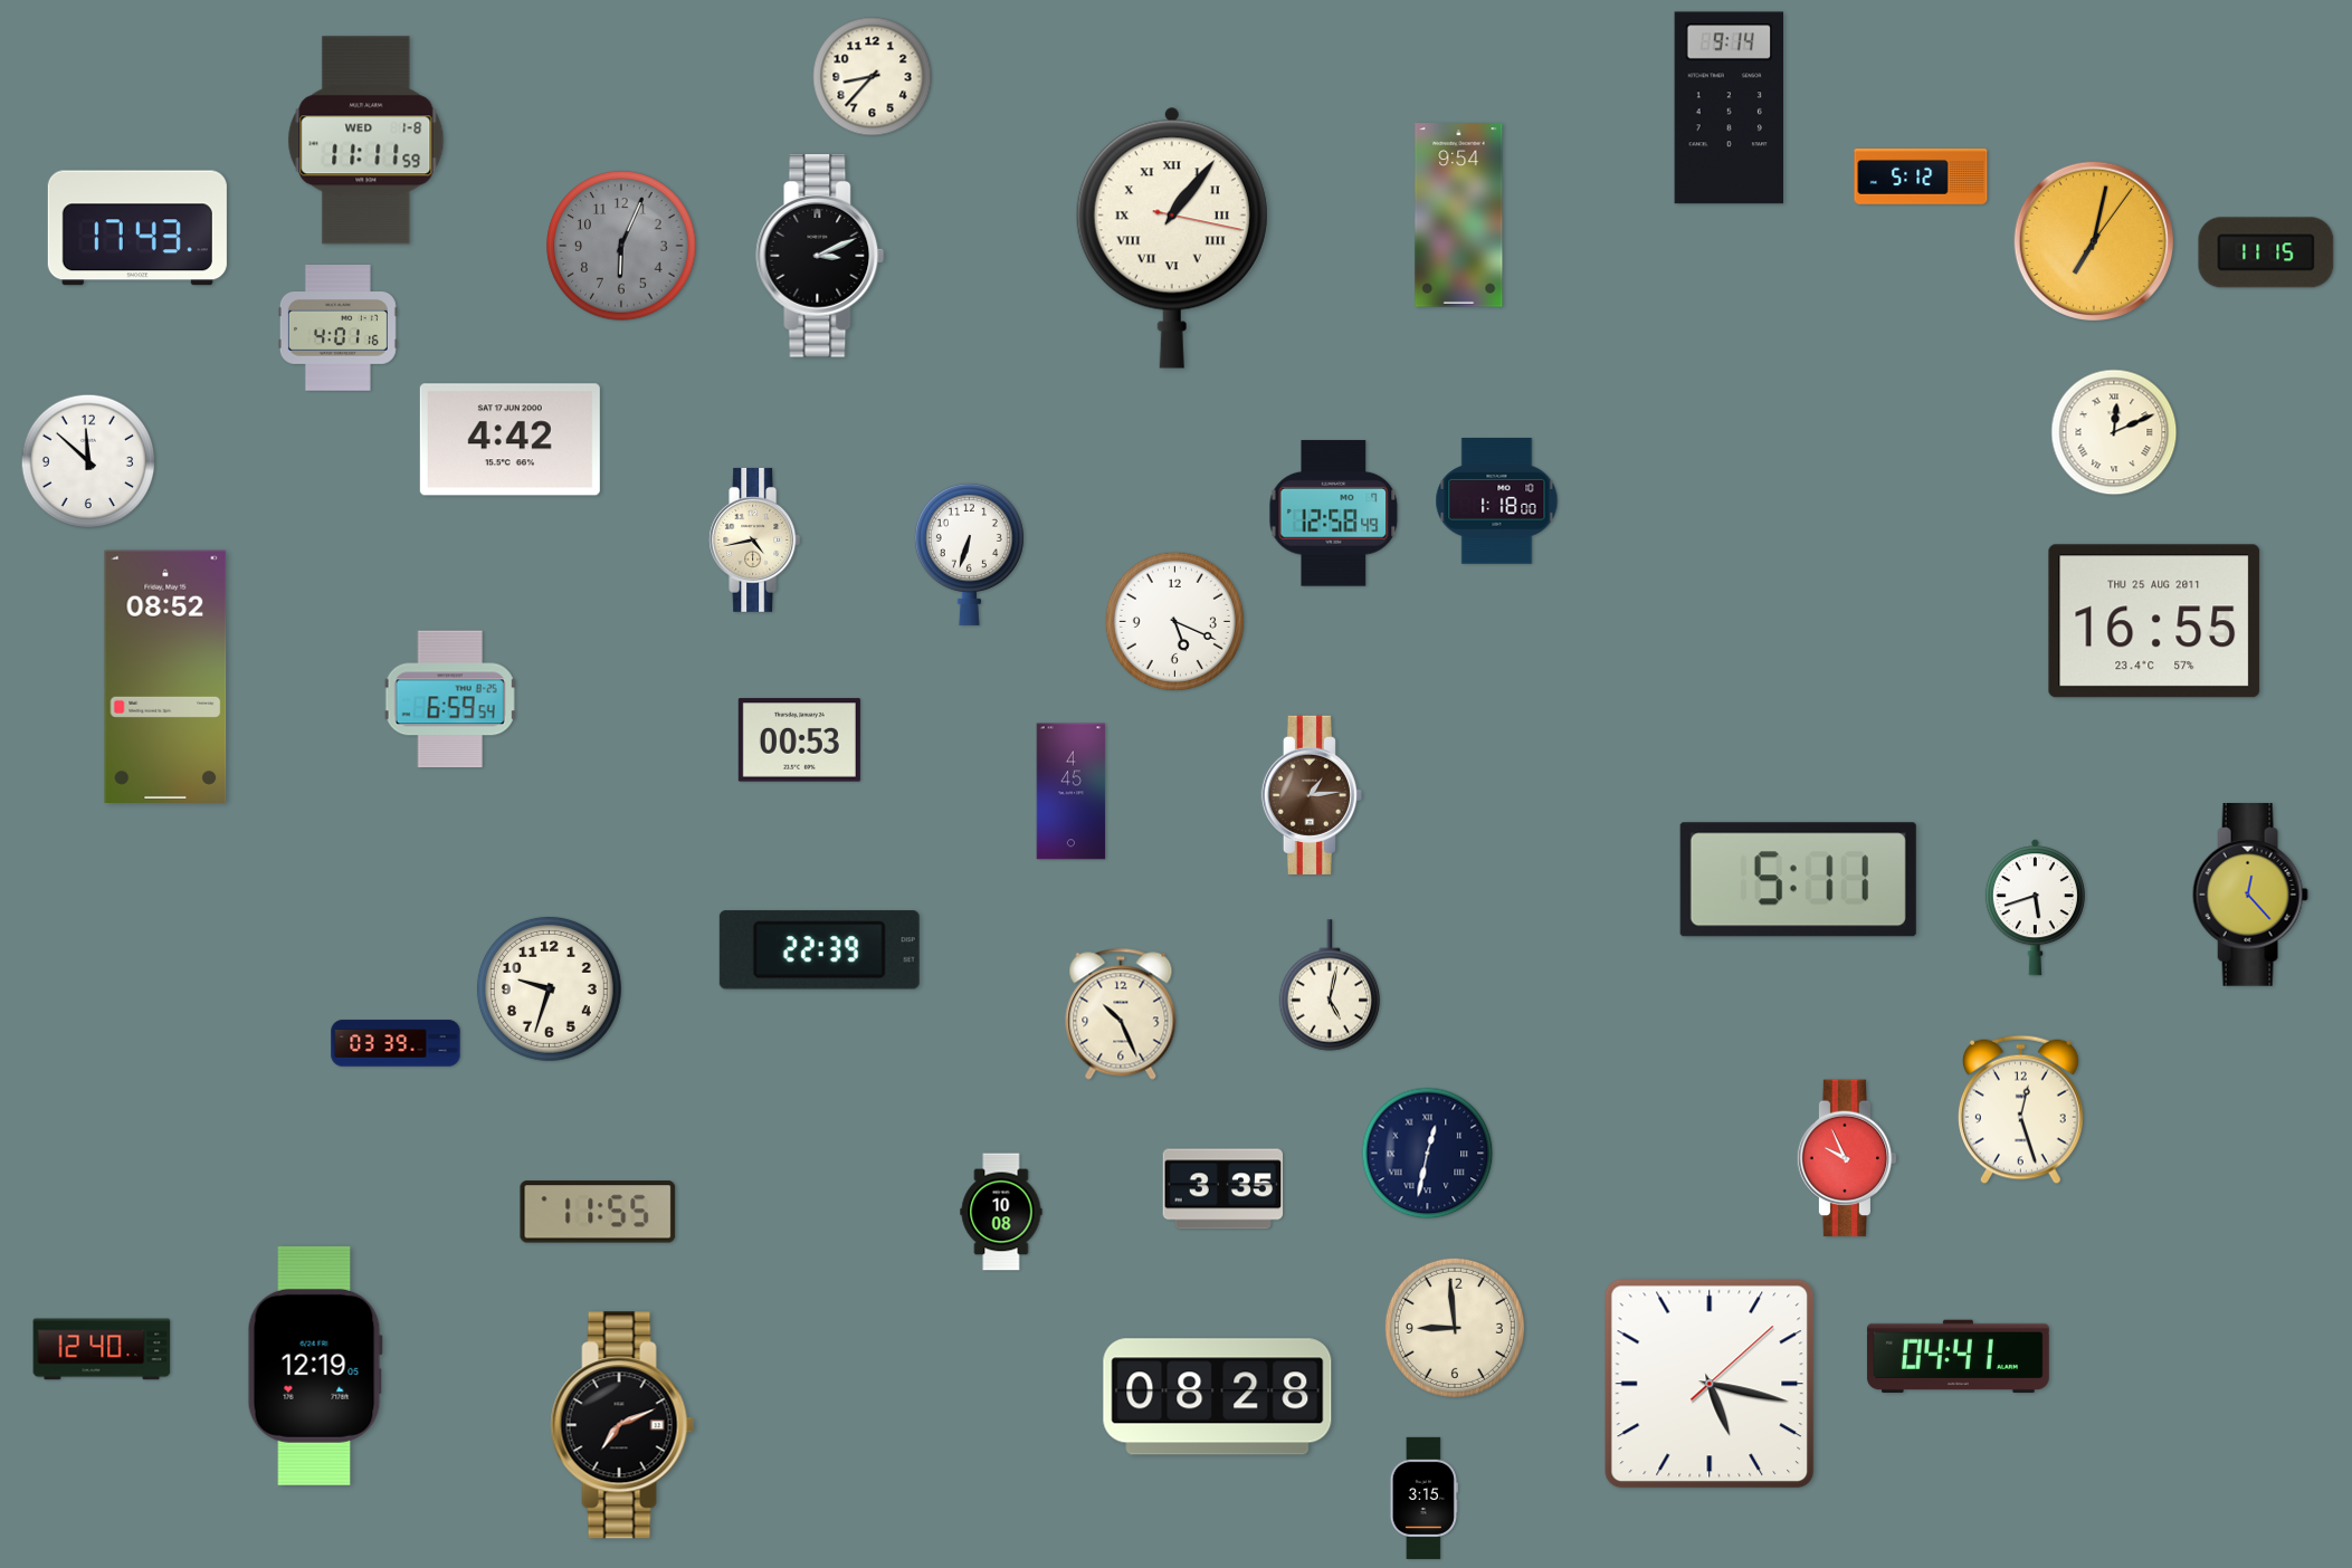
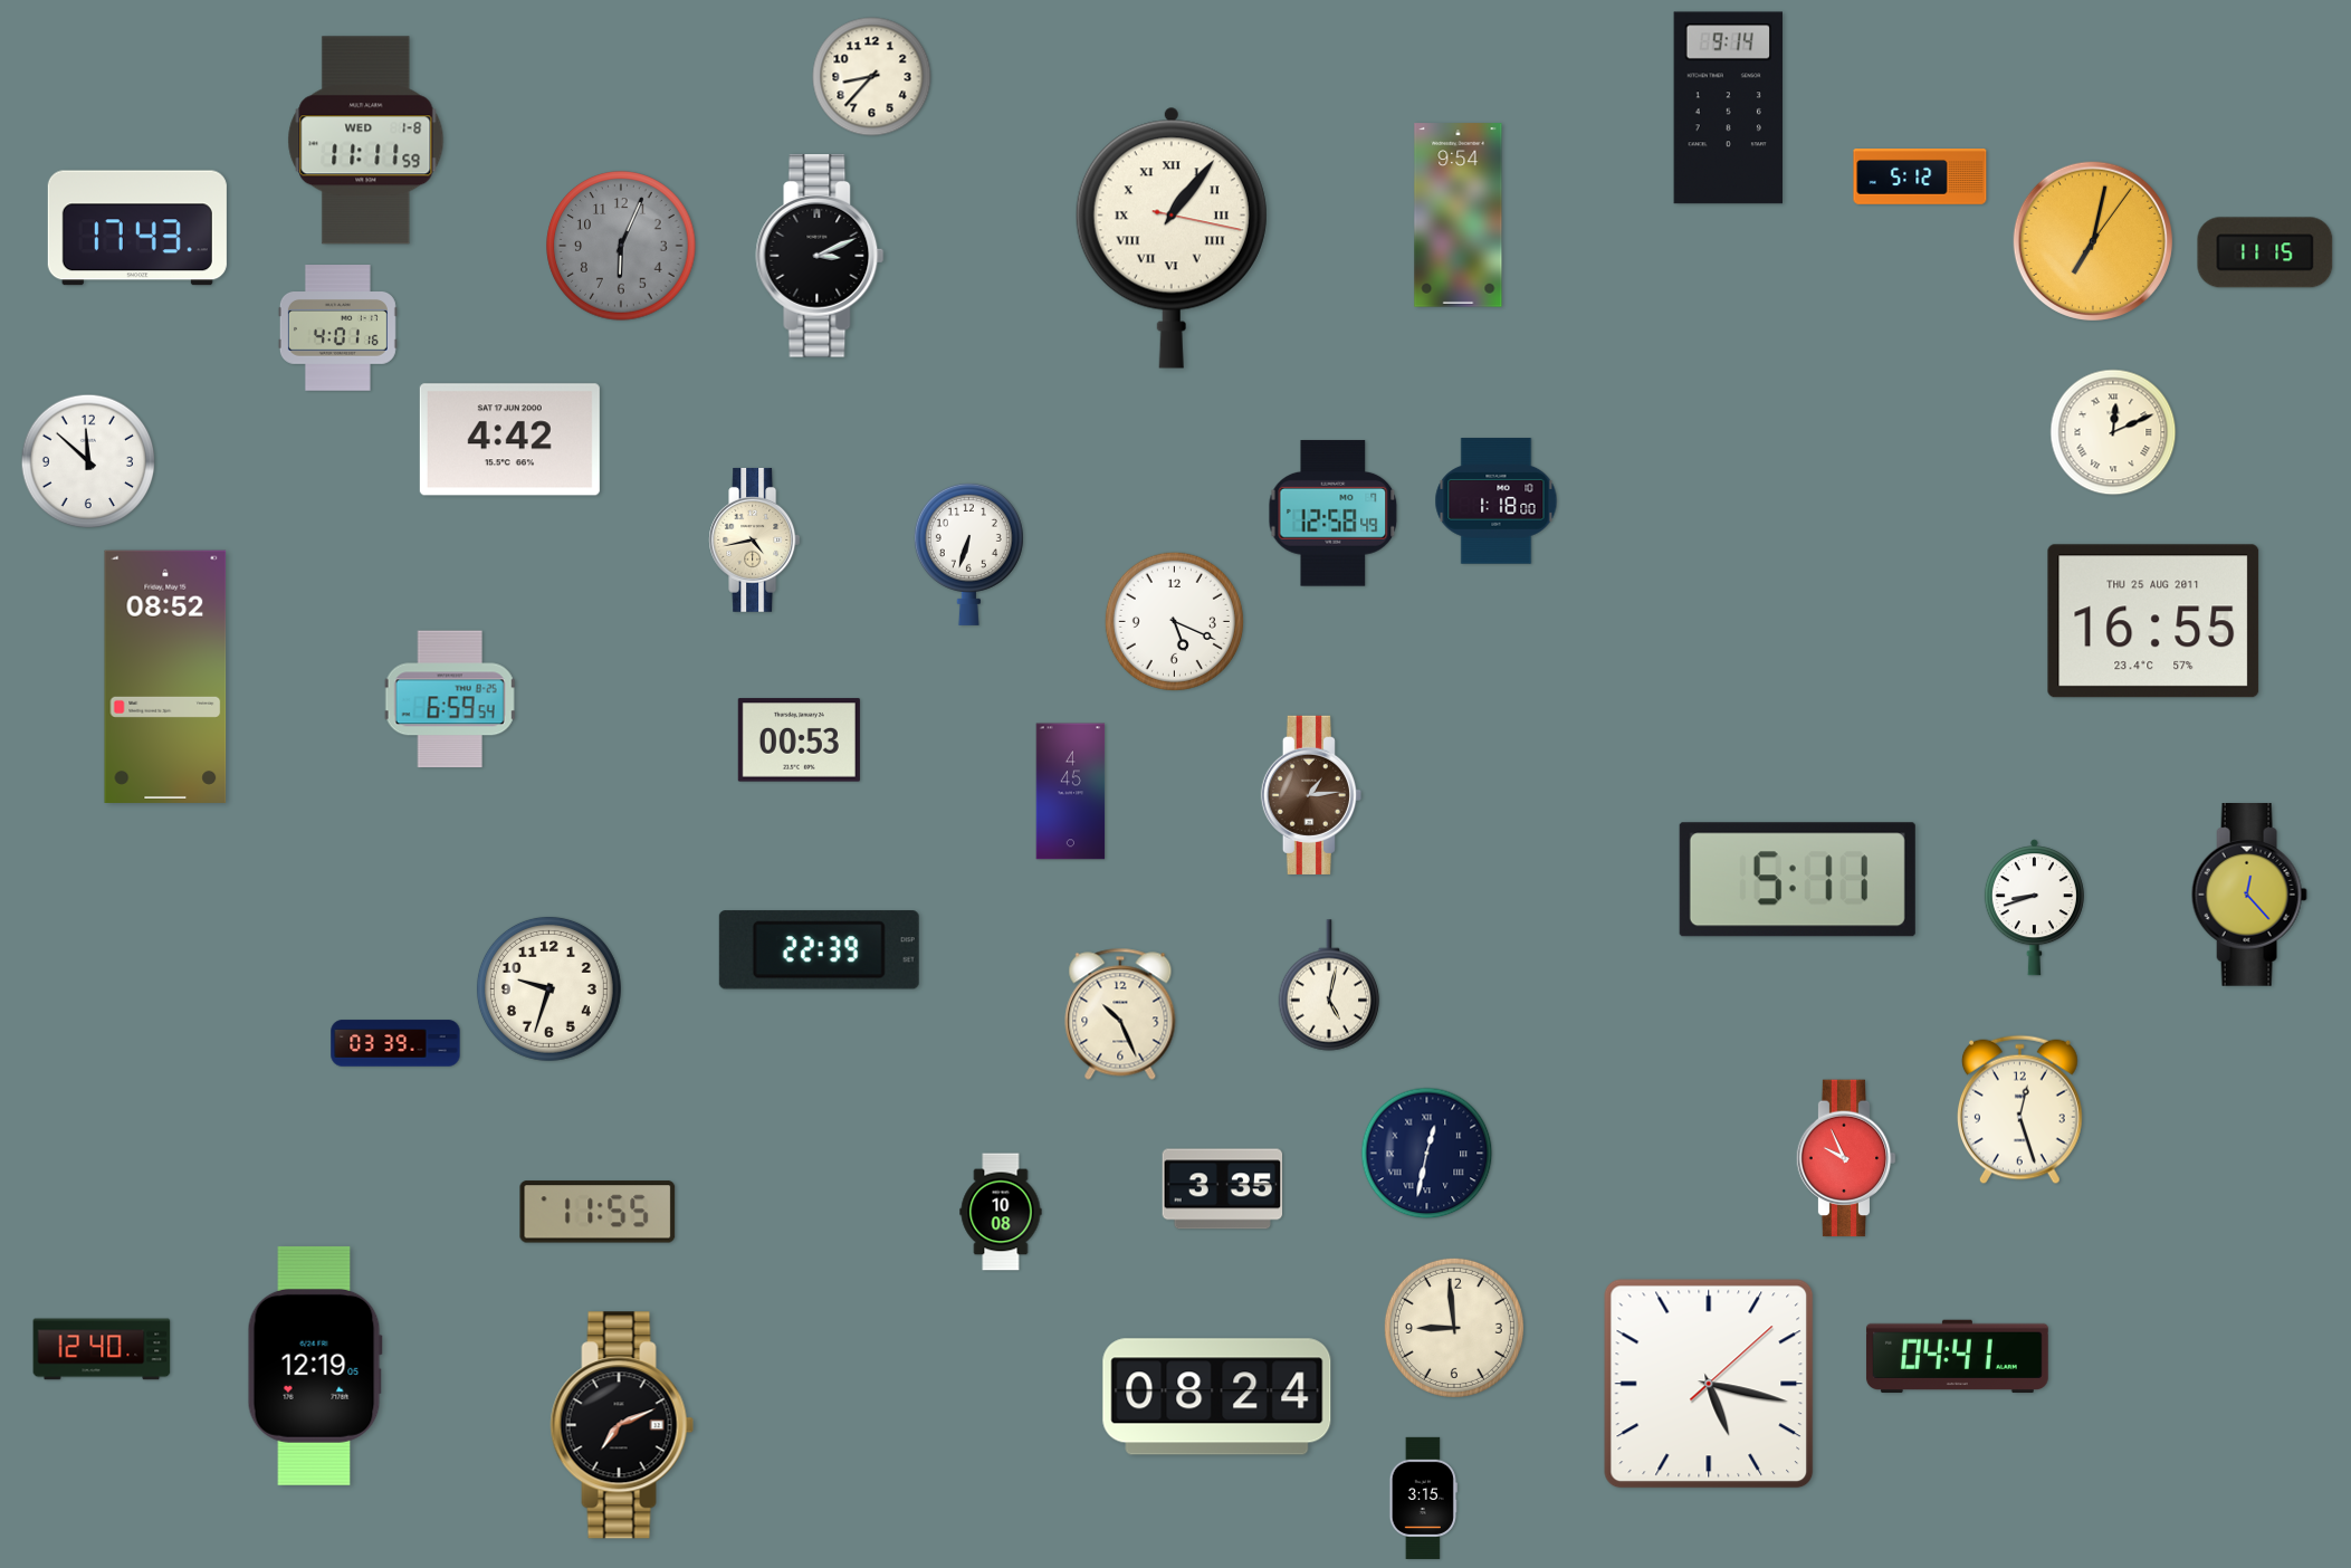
clock at (2035, 908): 5:42 -> 8:42
clock at (1218, 1397): 08:28 -> 08:24
